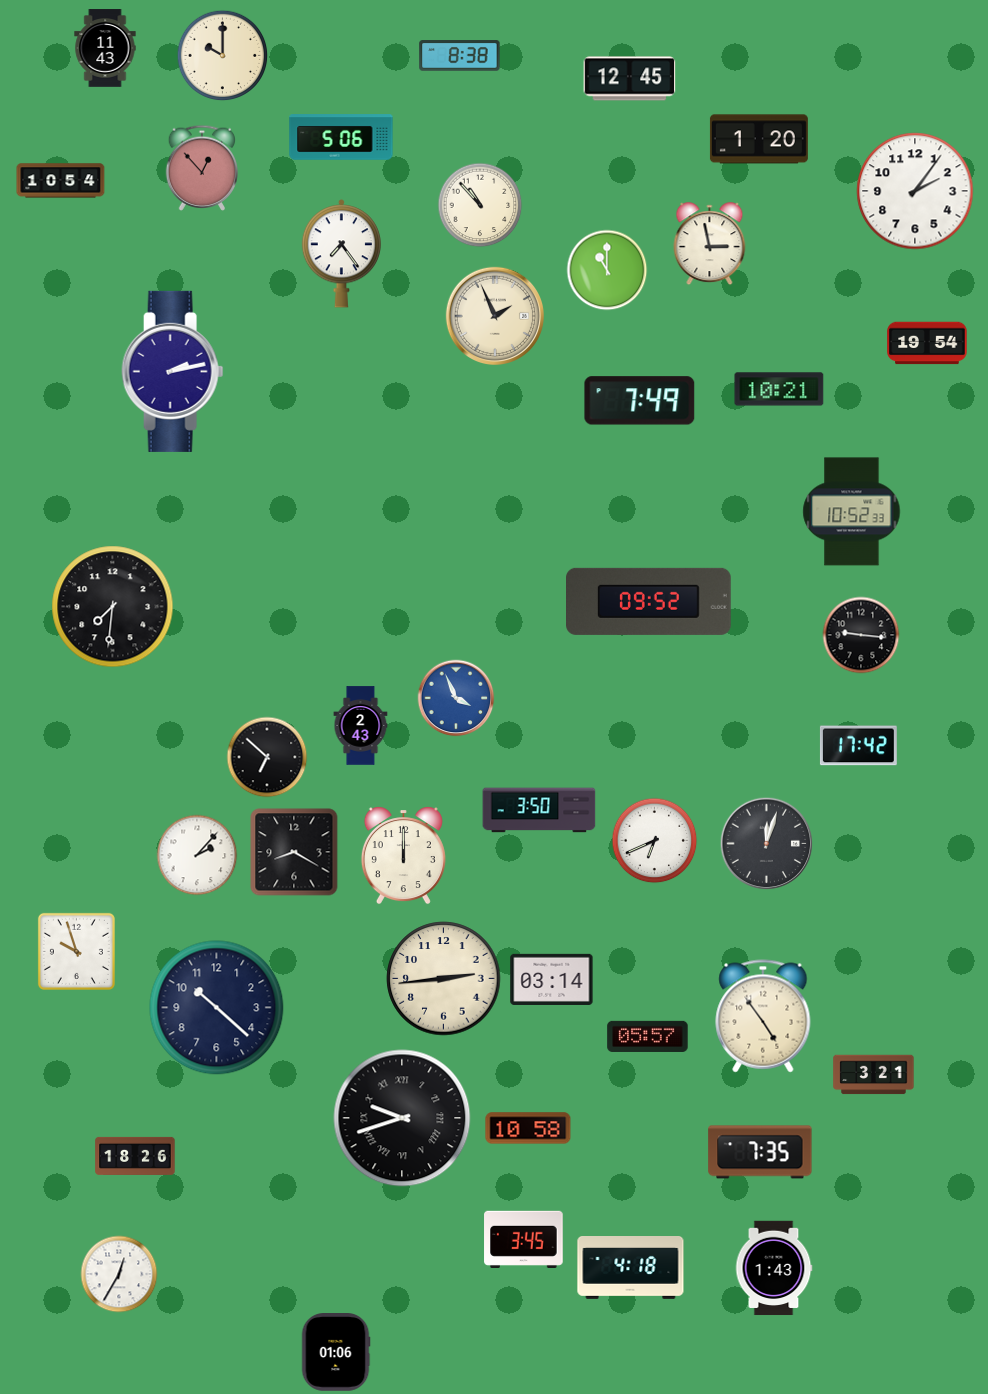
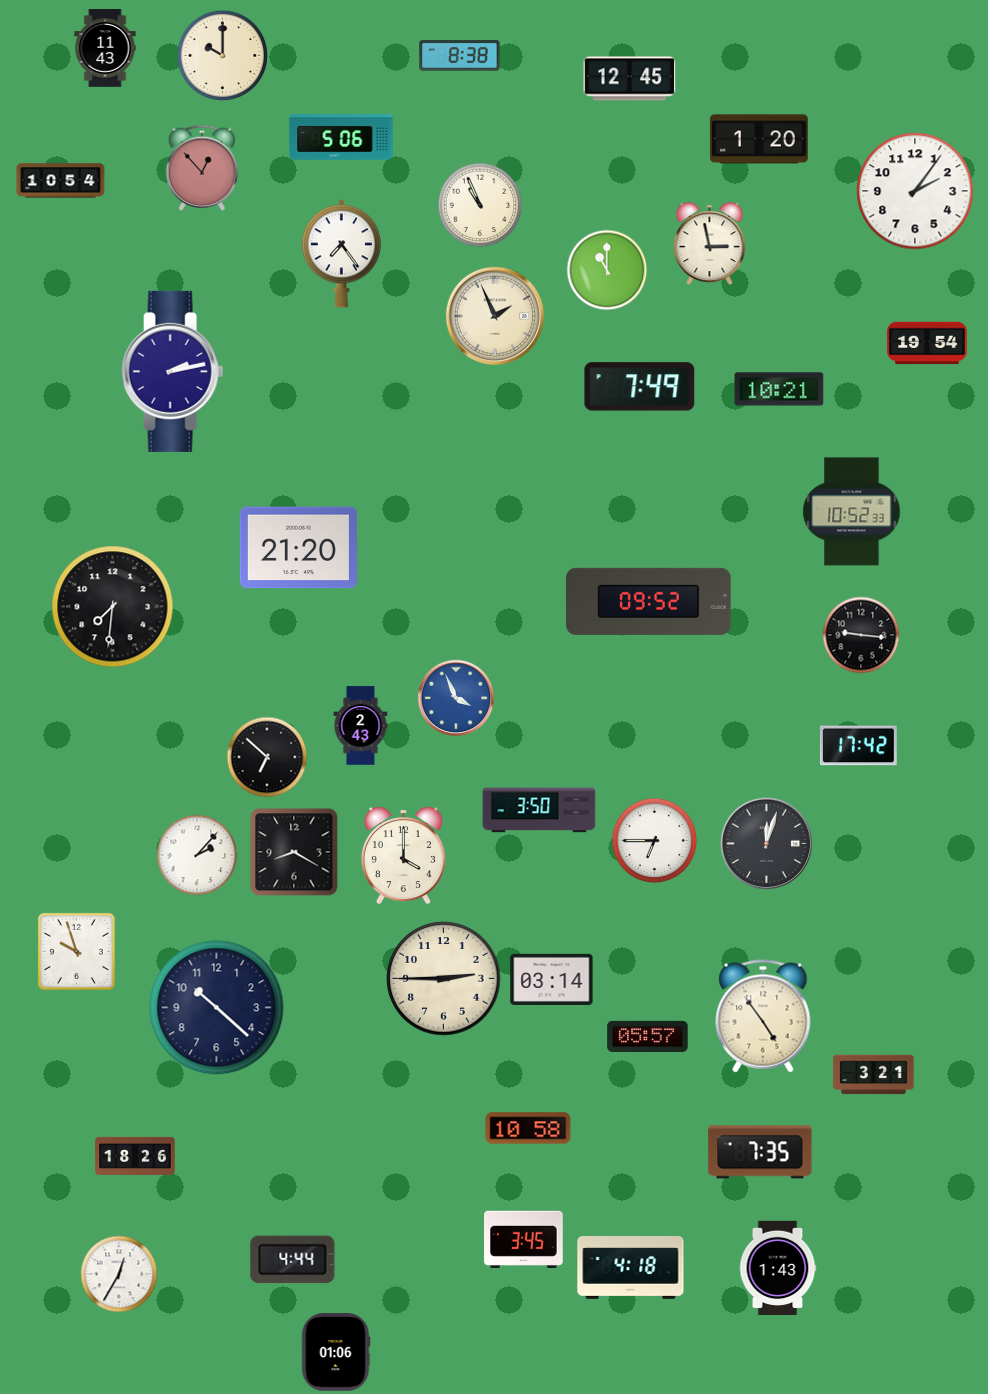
clock at (480, 205): 10:53 -> 10:56
clock at (640, 401) position: (640, 401) -> (640, 387)
clock at (298, 548): none -> 21:20
clock at (655, 841): 6:41 -> 6:45
clock at (403, 856): 12:00 -> 4:00
clock at (444, 979): 2:44 -> 2:45
clock at (402, 1118): 9:42 -> none
clock at (293, 1260): none -> 4:44
clock at (774, 1268) position: (774, 1268) -> (778, 1268)
